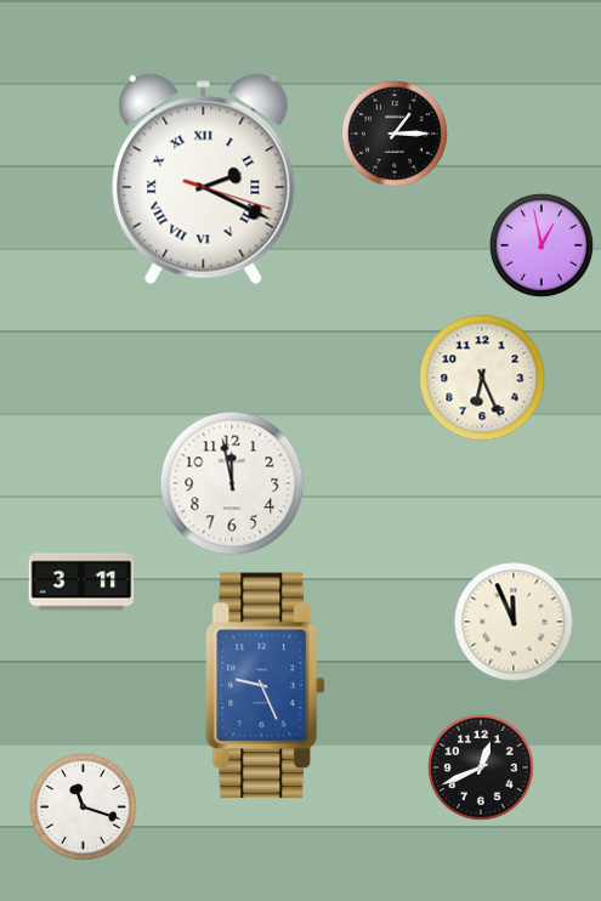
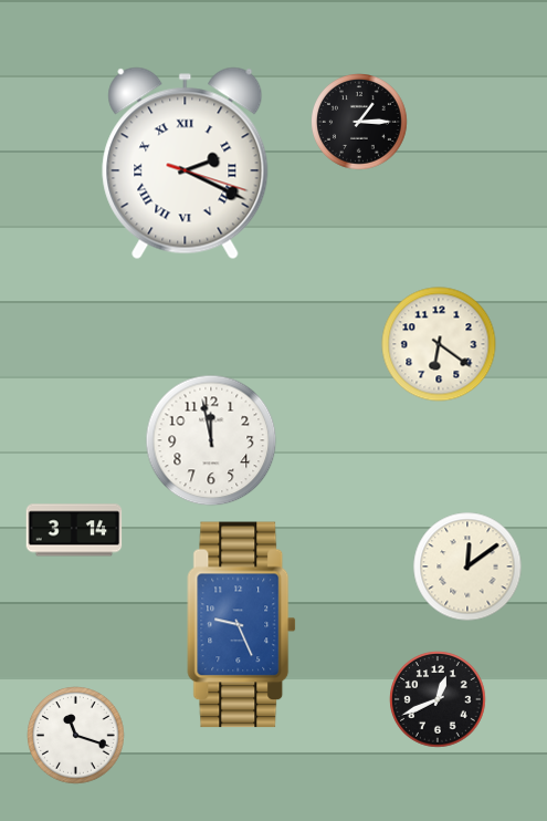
clock at (543, 246): 12:58 -> none
clock at (482, 378): 6:26 -> 6:21
clock at (81, 582): 3:11 -> 3:14
clock at (514, 622): 11:56 -> 12:09
